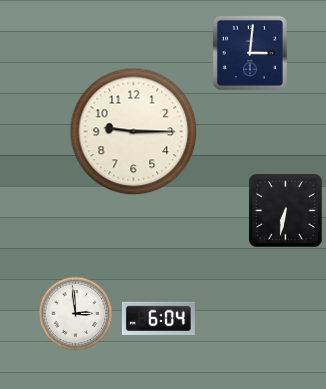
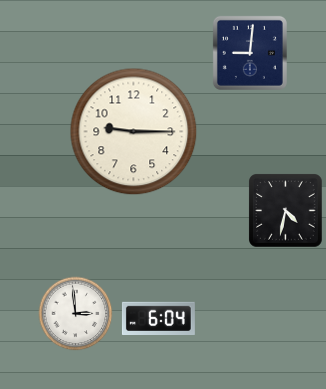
clock at (250, 53): 3:01 -> 9:01
clock at (286, 211): 6:32 -> 4:32
